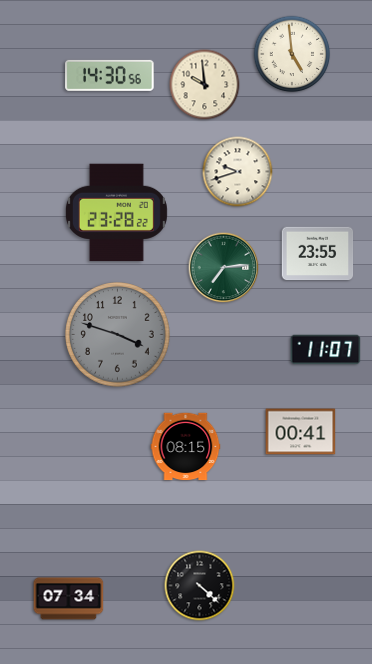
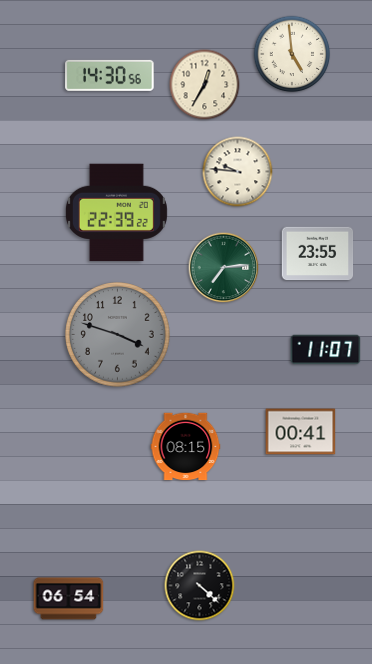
clock at (205, 85): 9:59 -> 12:35
clock at (238, 172): 9:42 -> 9:46
clock at (116, 213): 23:28 -> 22:39
clock at (69, 599): 07:34 -> 06:54
